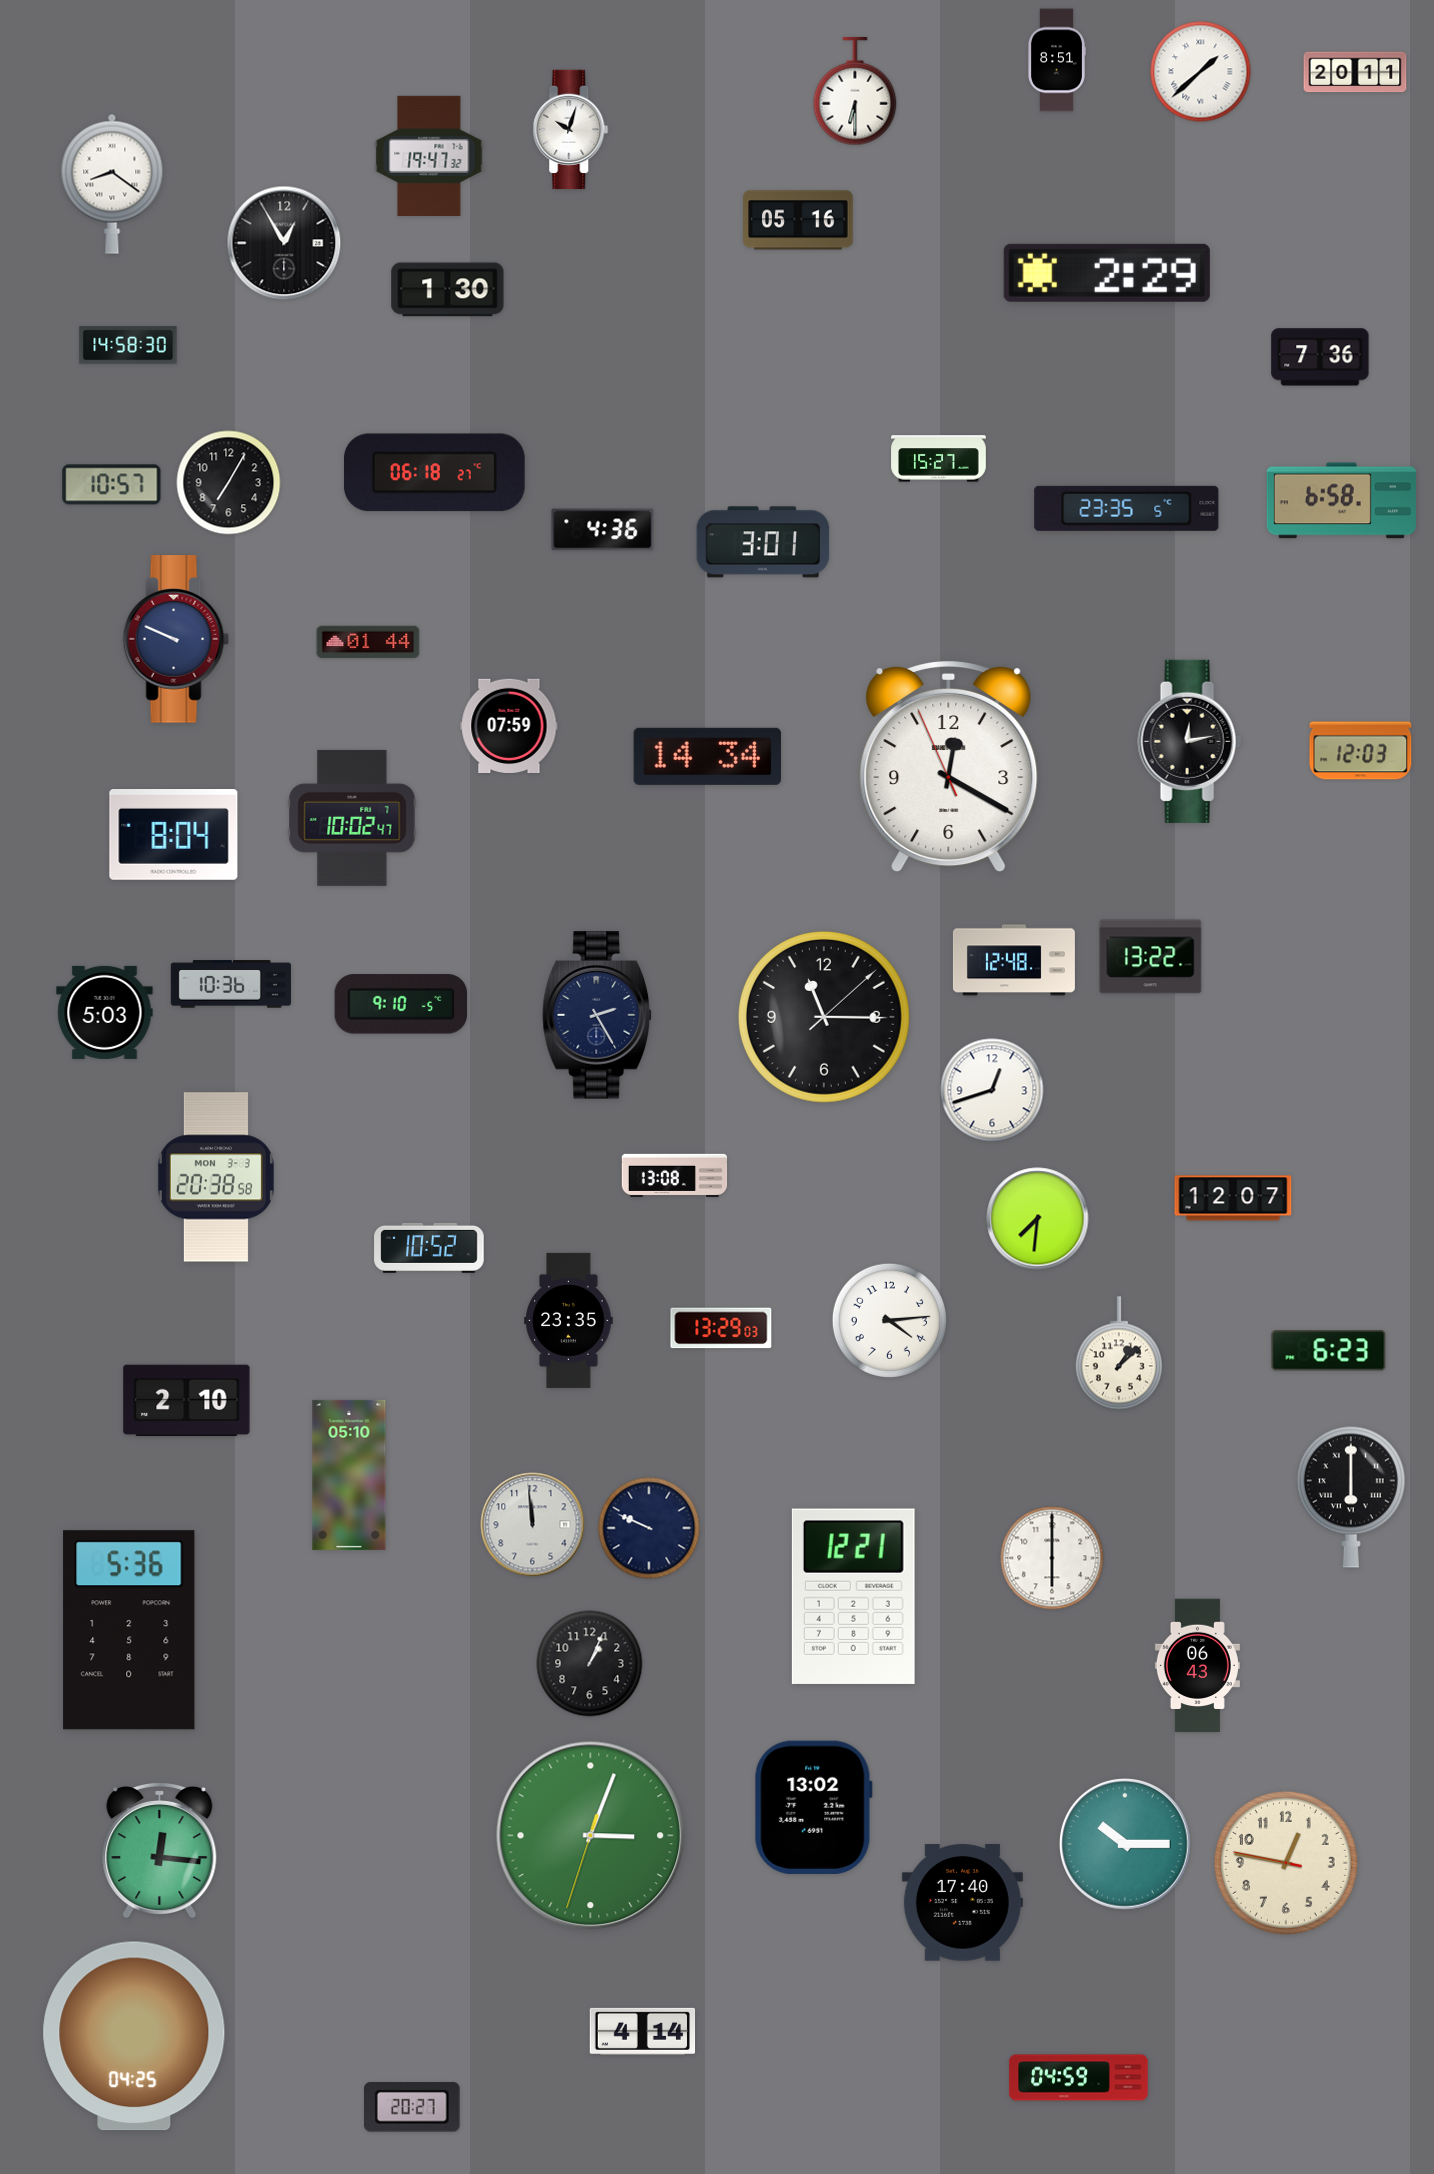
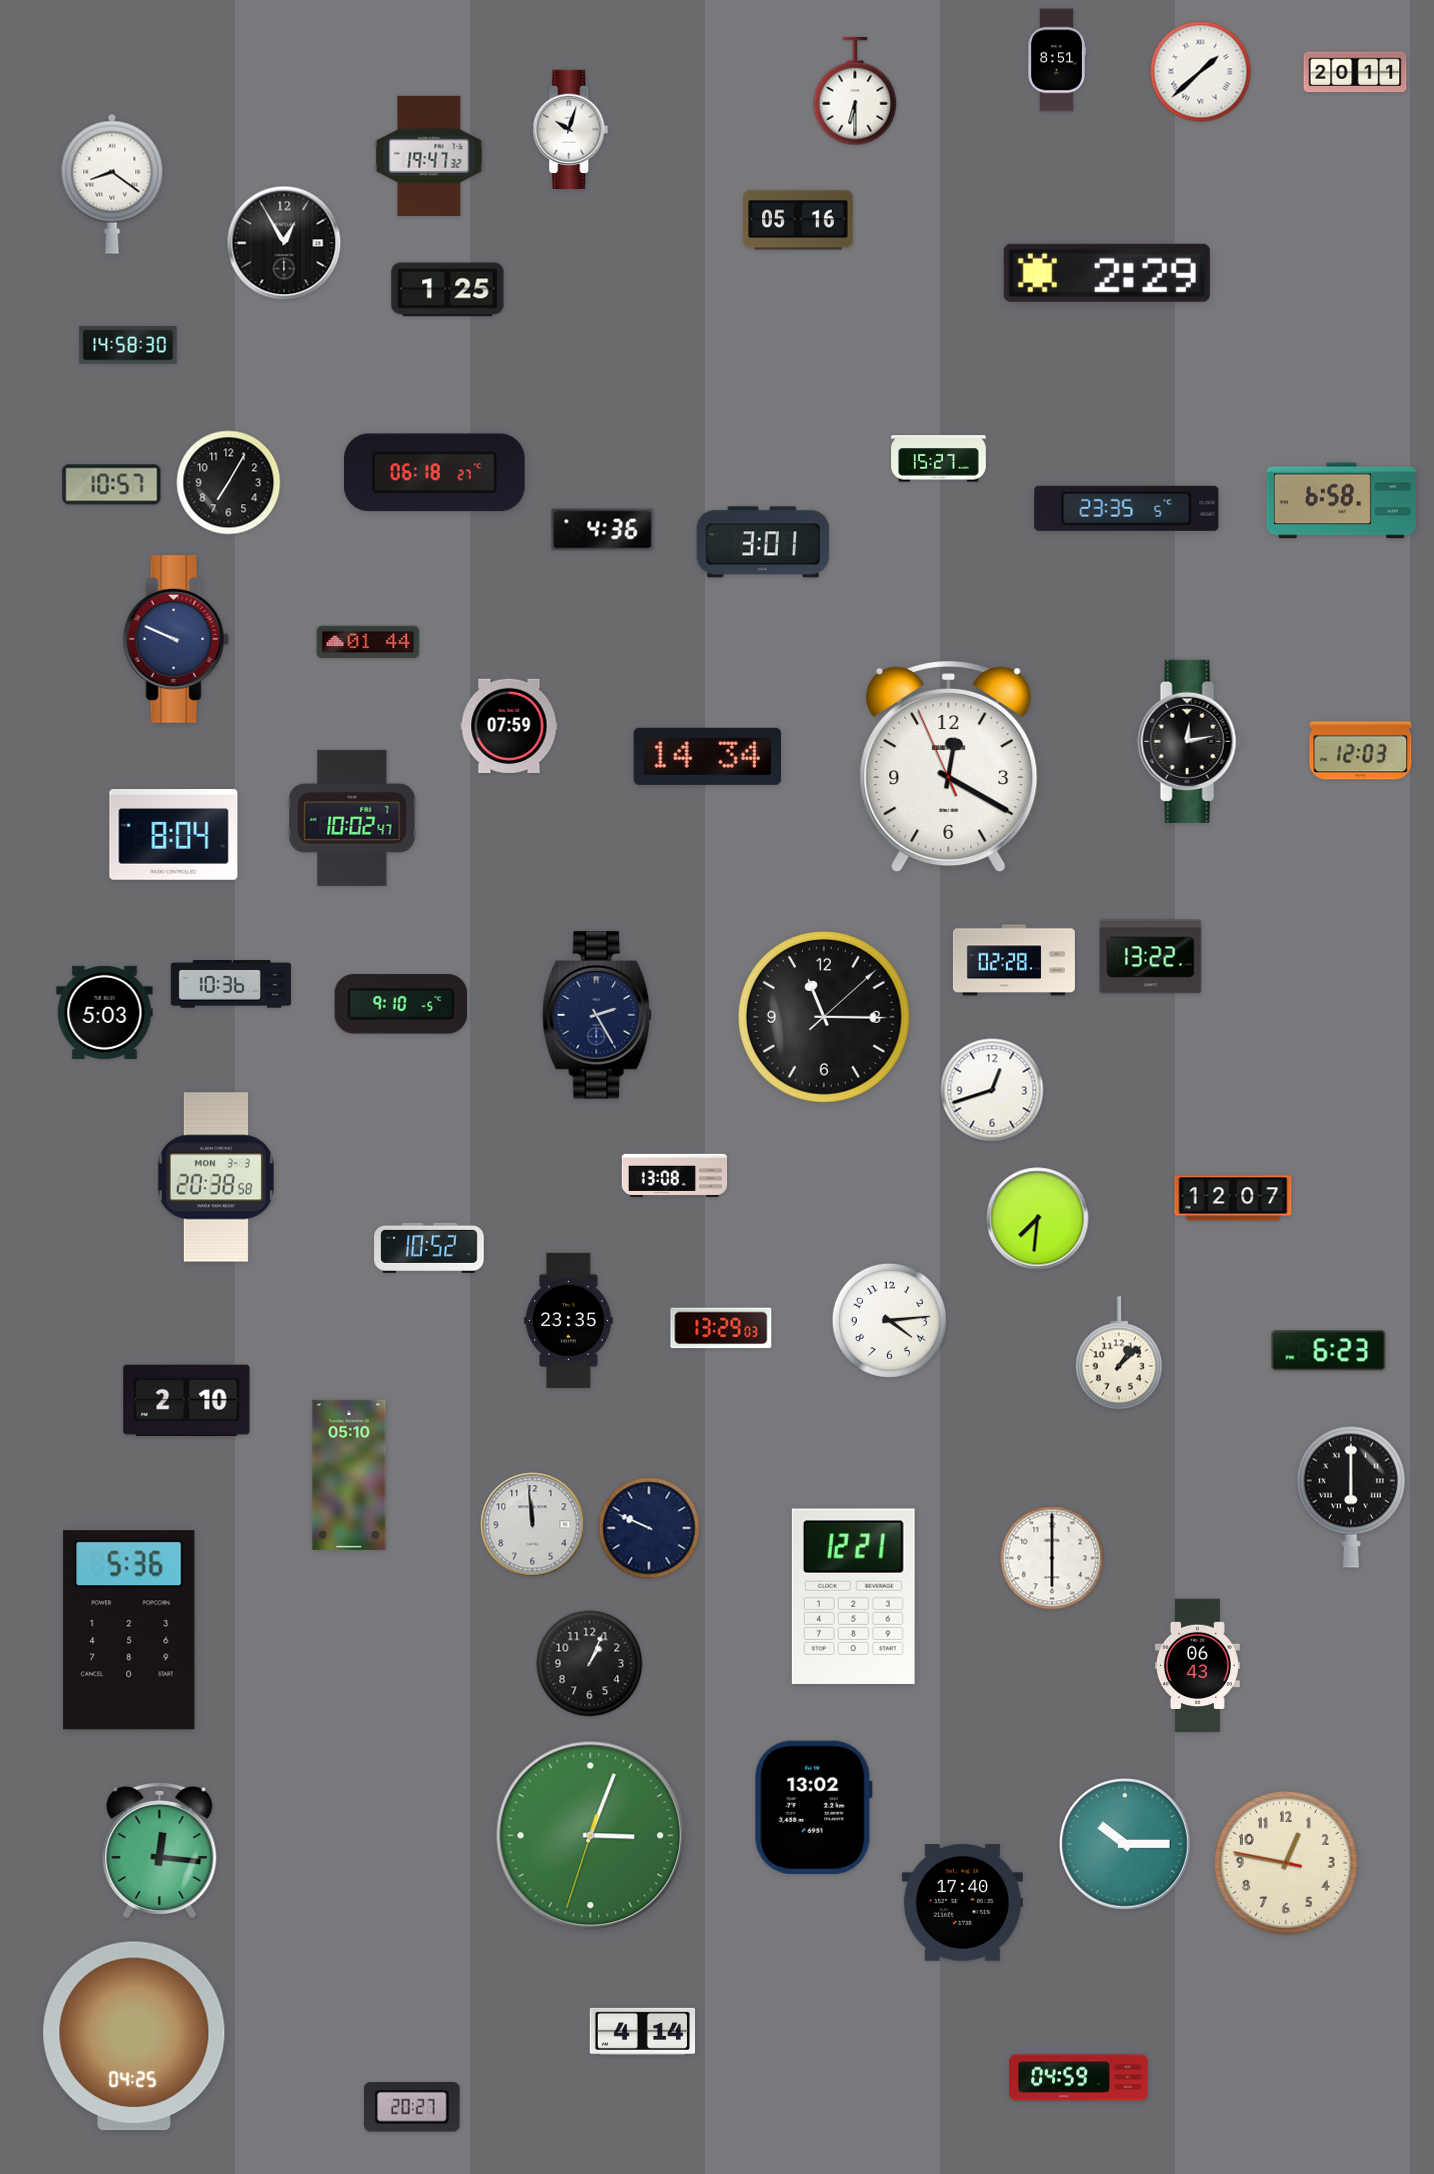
clock at (448, 290): 1:30 -> 1:25
clock at (1320, 357): 7:36 -> none
clock at (1014, 960): 12:48 -> 02:28
